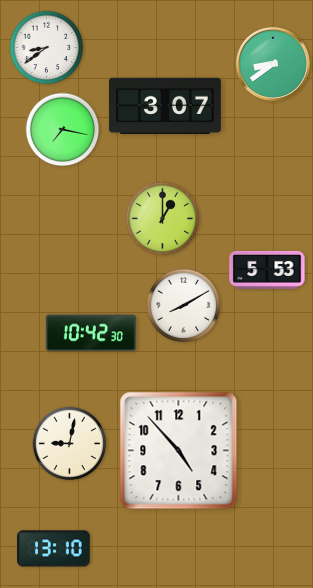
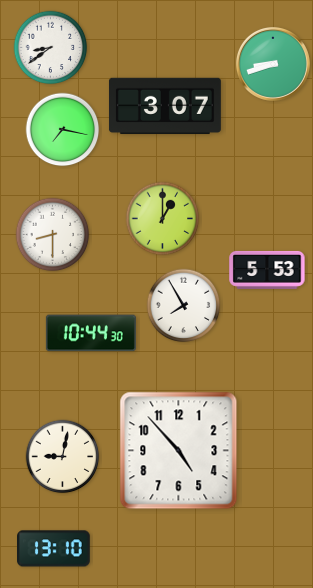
clock at (47, 48) position: (47, 48) -> (51, 48)
clock at (273, 64): 8:39 -> 8:42
clock at (53, 235): none -> 8:30
clock at (184, 306): 8:10 -> 7:55
clock at (91, 333): 10:42 -> 10:44
clock at (70, 444) position: (70, 444) -> (63, 457)
